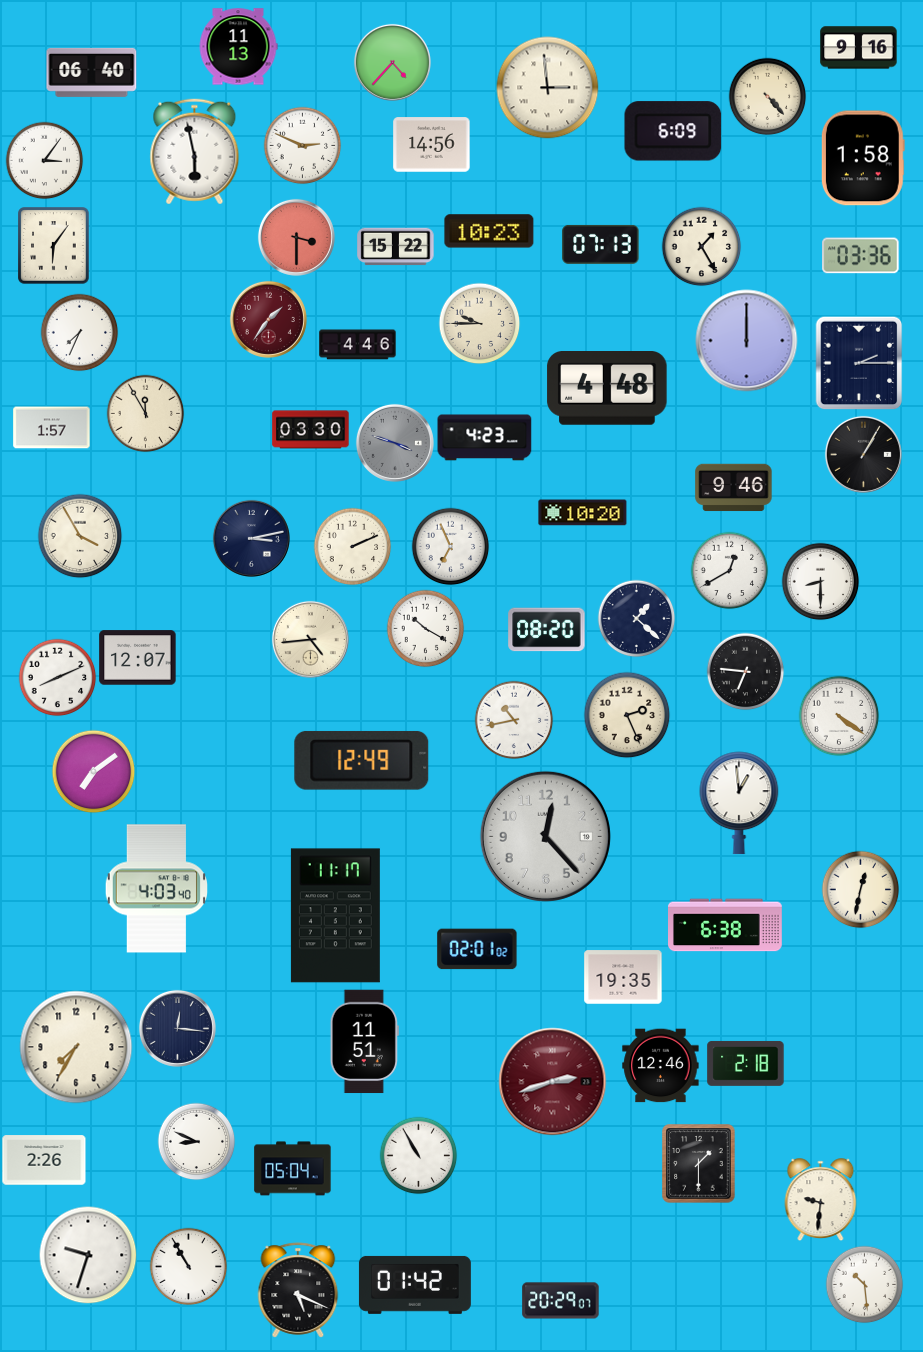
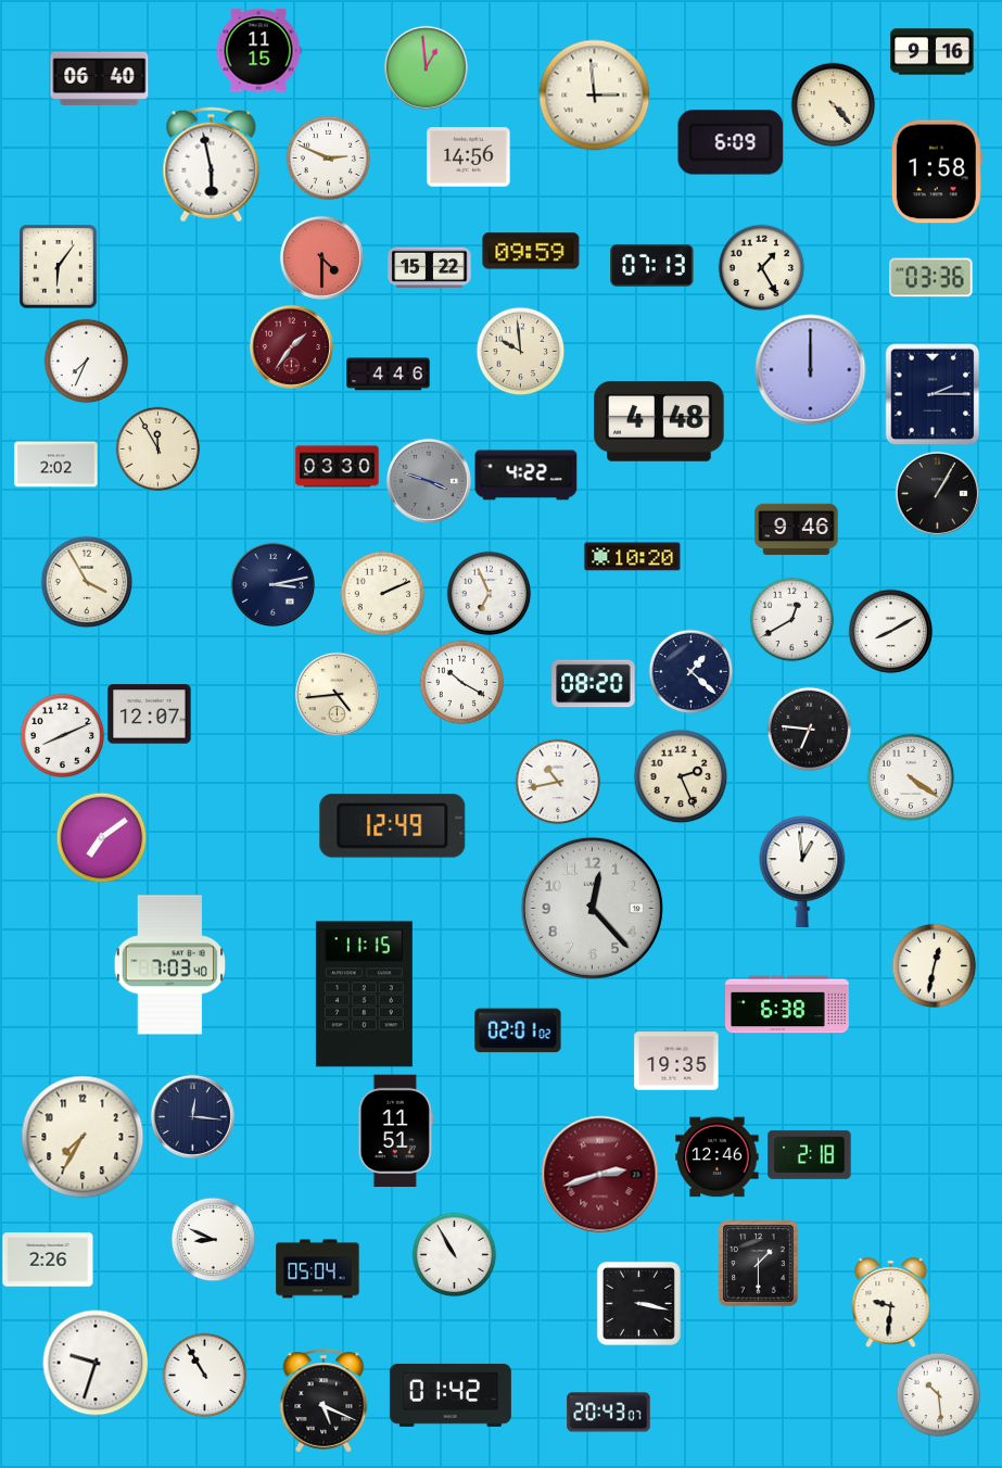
clock at (238, 47): 11:13 -> 11:15
clock at (392, 62): 4:37 -> 12:59
clock at (44, 160): 3:06 -> none
clock at (489, 231): 10:23 -> 09:59
clock at (296, 237): 3:30 -> 4:30
clock at (861, 256) position: (861, 256) -> (931, 278)
clock at (479, 323): 9:45 -> 9:59
clock at (52, 428): 1:57 -> 2:02
clock at (485, 438): 4:23 -> 4:22
clock at (820, 581): 8:30 -> 8:10
clock at (156, 889): 4:03 -> 7:03
clock at (335, 916): 11:17 -> 11:15
clock at (638, 1303): none -> 3:17
clock at (561, 1301): 20:29 -> 20:43
